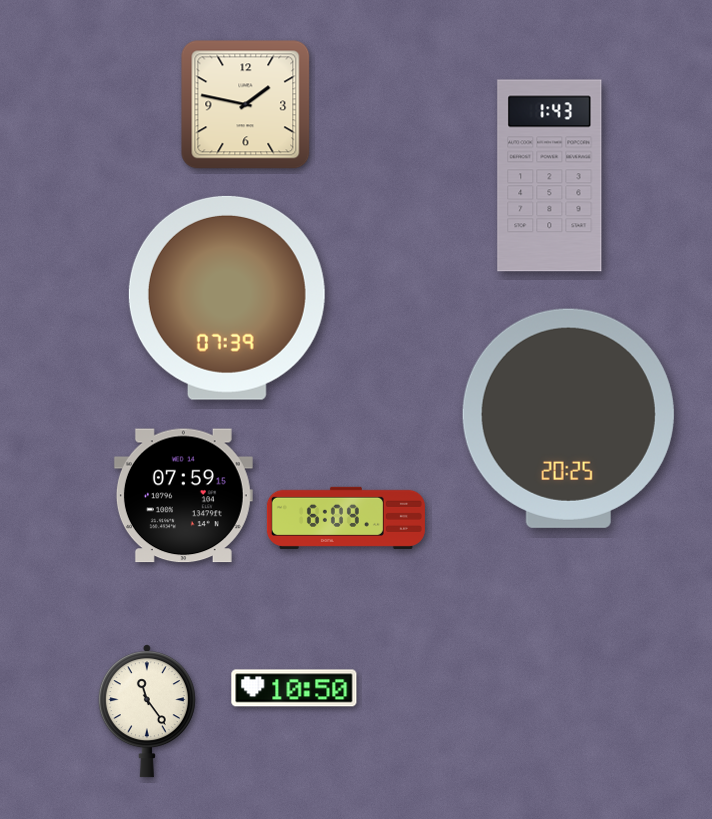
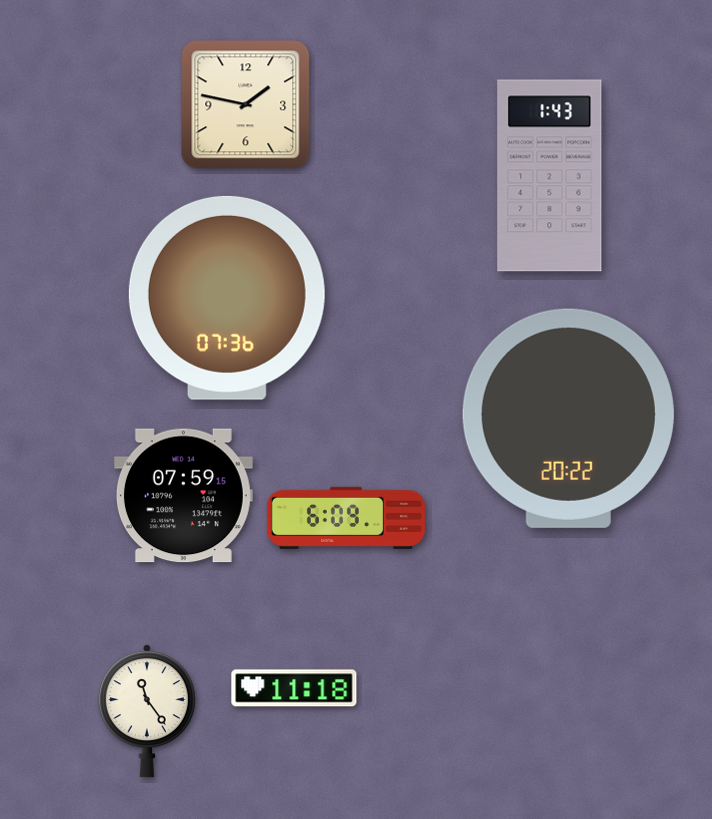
clock at (227, 298): 07:39 -> 07:36
clock at (568, 418): 20:25 -> 20:22
clock at (294, 688): 10:50 -> 11:18
